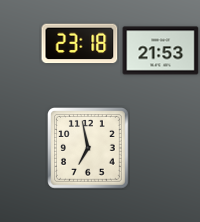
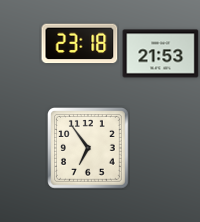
clock at (161, 51) position: (161, 51) -> (161, 54)
clock at (89, 149): 6:58 -> 6:54
